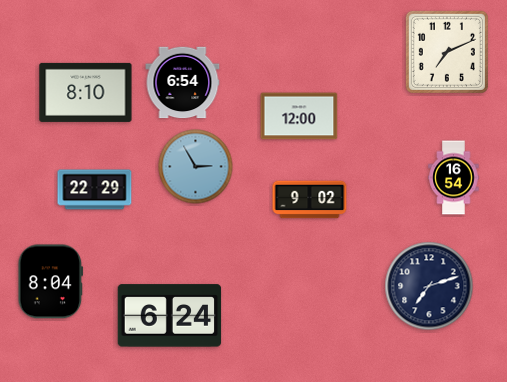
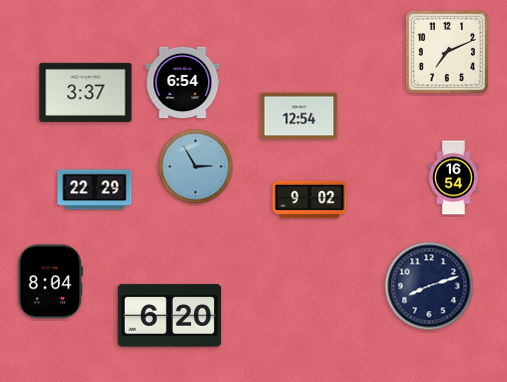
clock at (86, 92): 8:10 -> 3:37
clock at (299, 116): 12:00 -> 12:54
clock at (429, 286): 7:12 -> 8:12
clock at (170, 316): 6:24 -> 6:20
